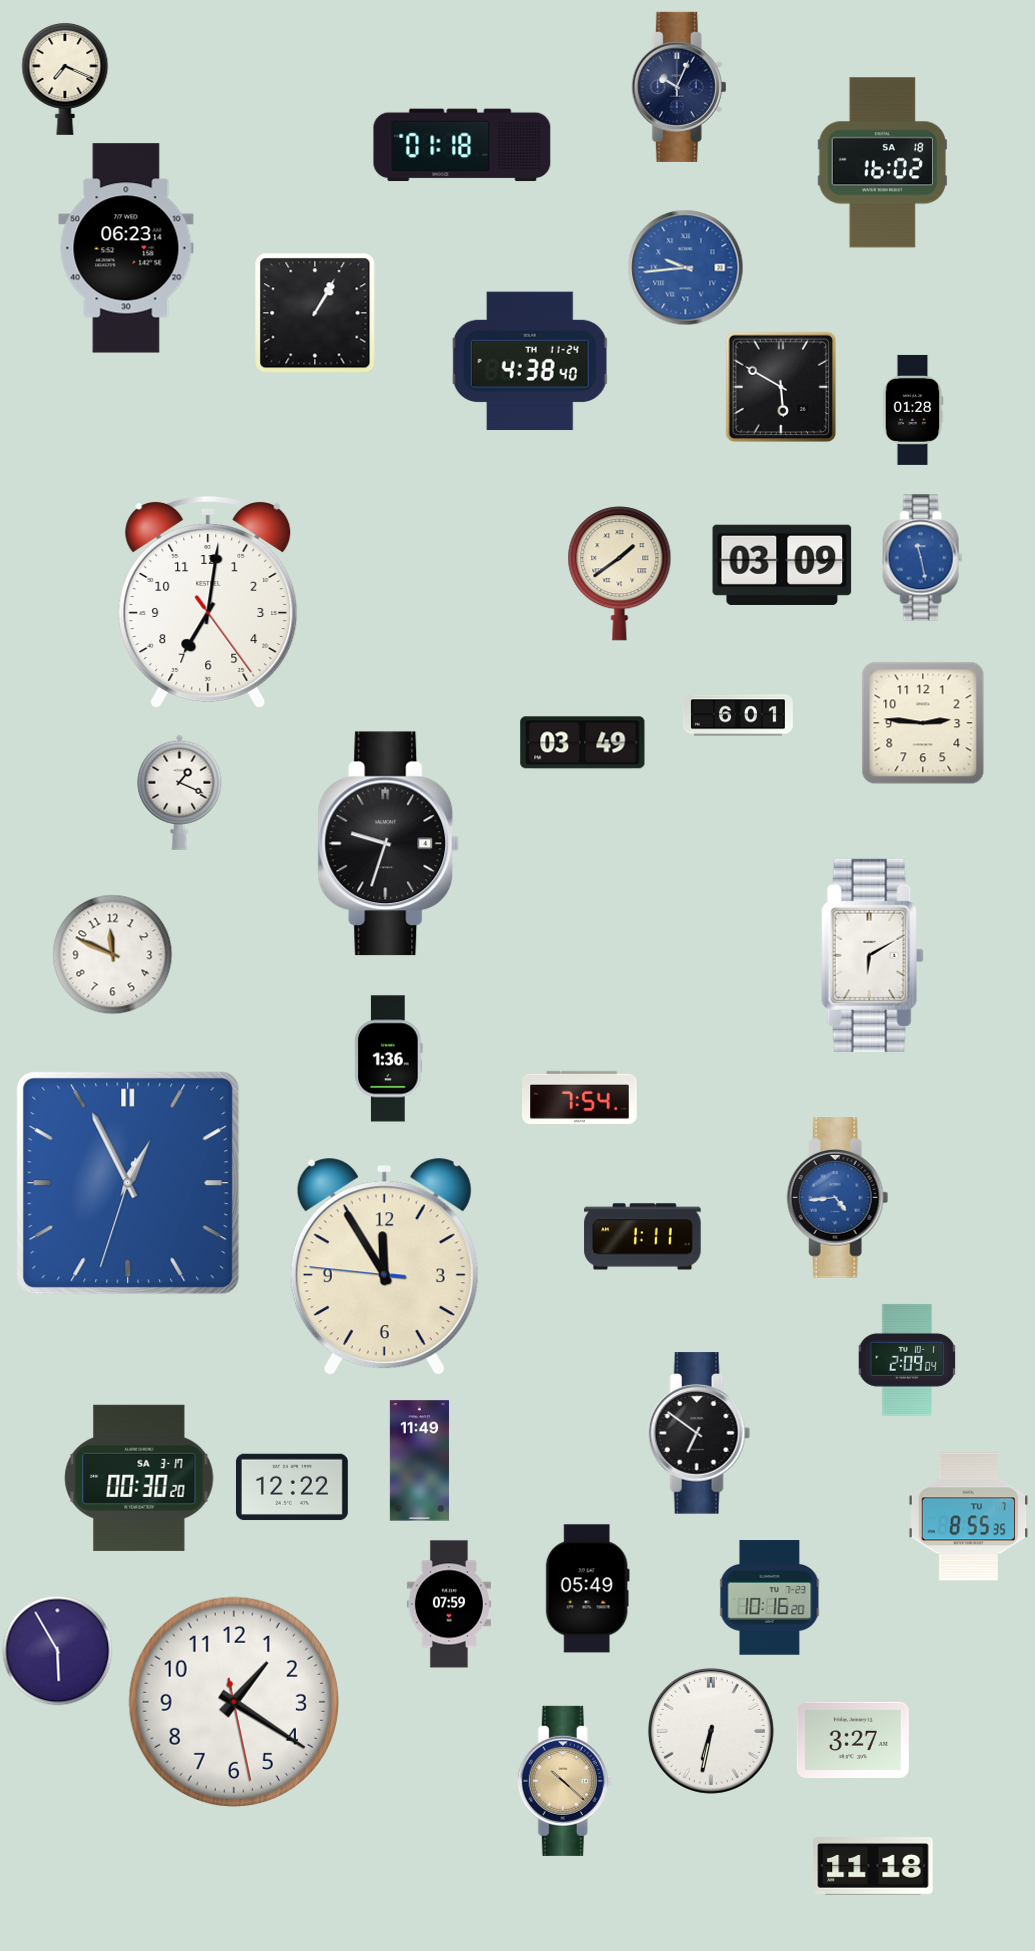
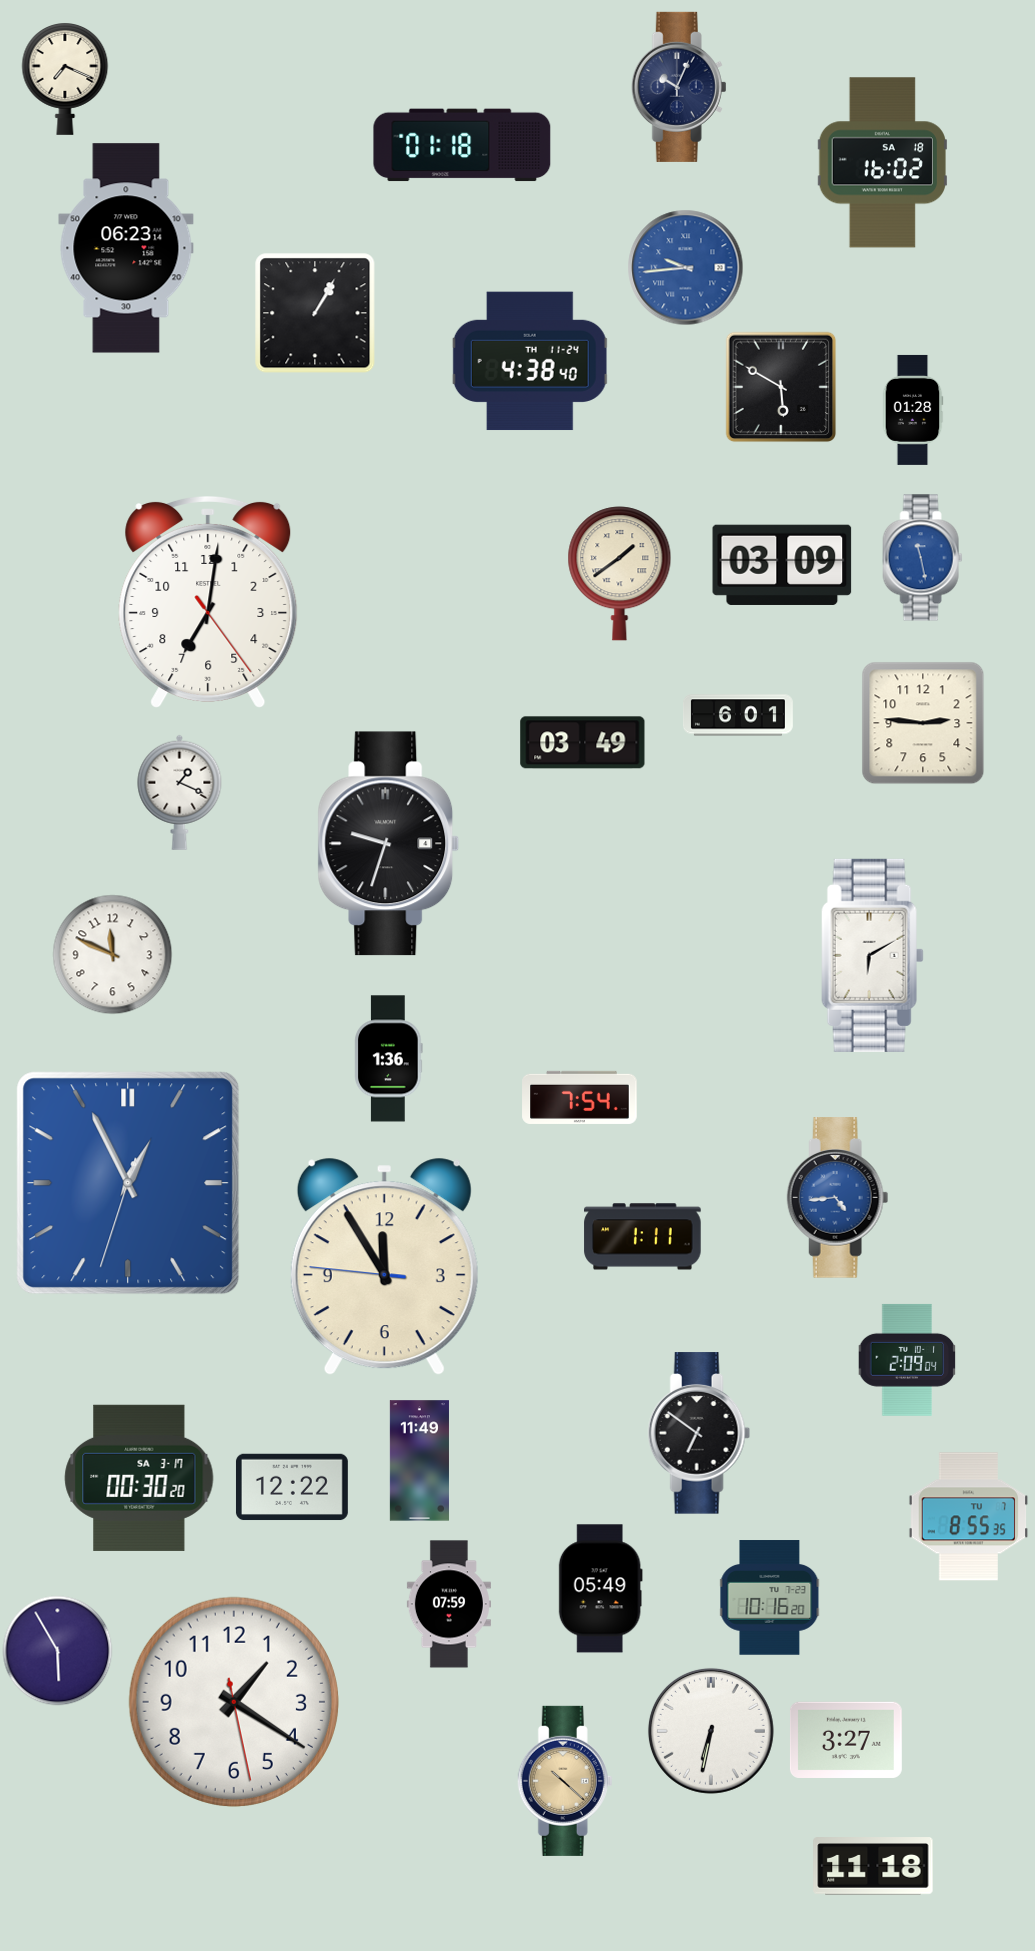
clock at (587, 1589) position: (587, 1589) -> (600, 1589)
clock at (853, 1740) position: (853, 1740) -> (846, 1740)
